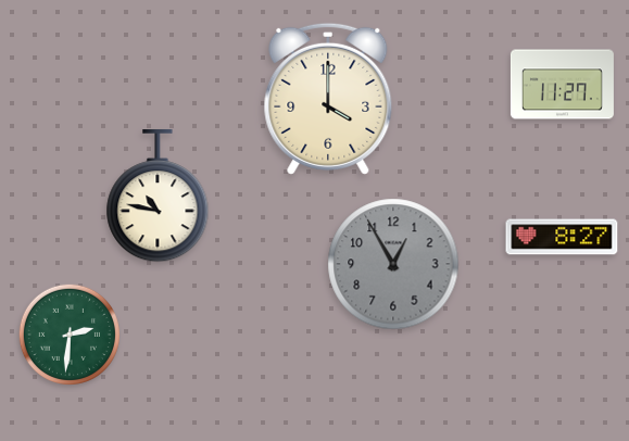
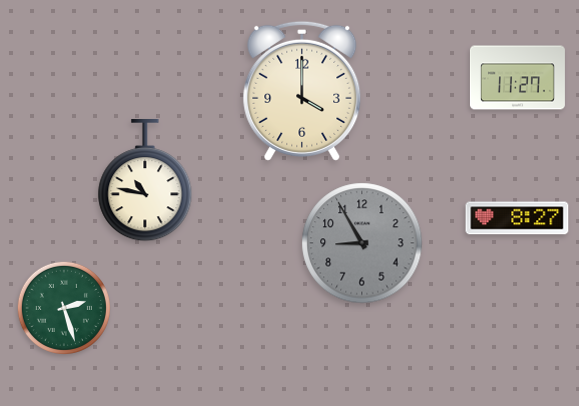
clock at (393, 264): 12:55 -> 8:55
clock at (70, 335): 2:31 -> 2:27
